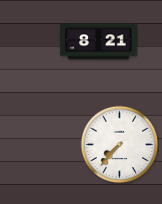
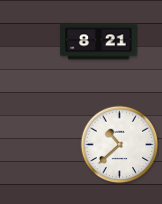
clock at (119, 144): 7:37 -> 10:38
